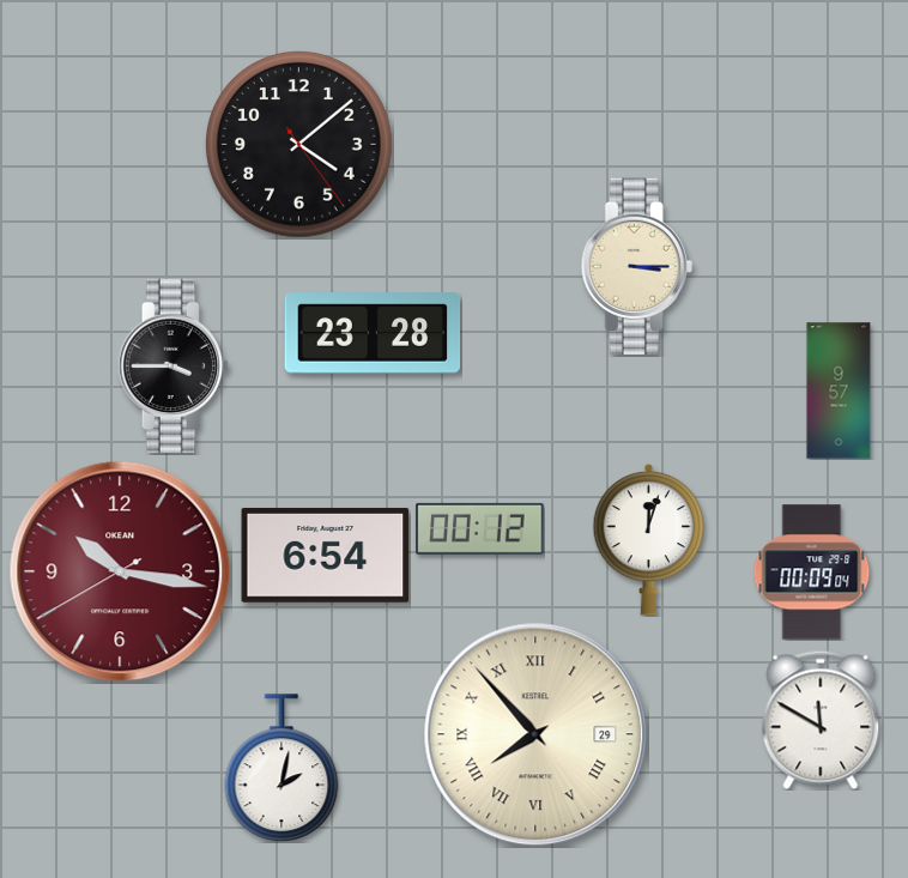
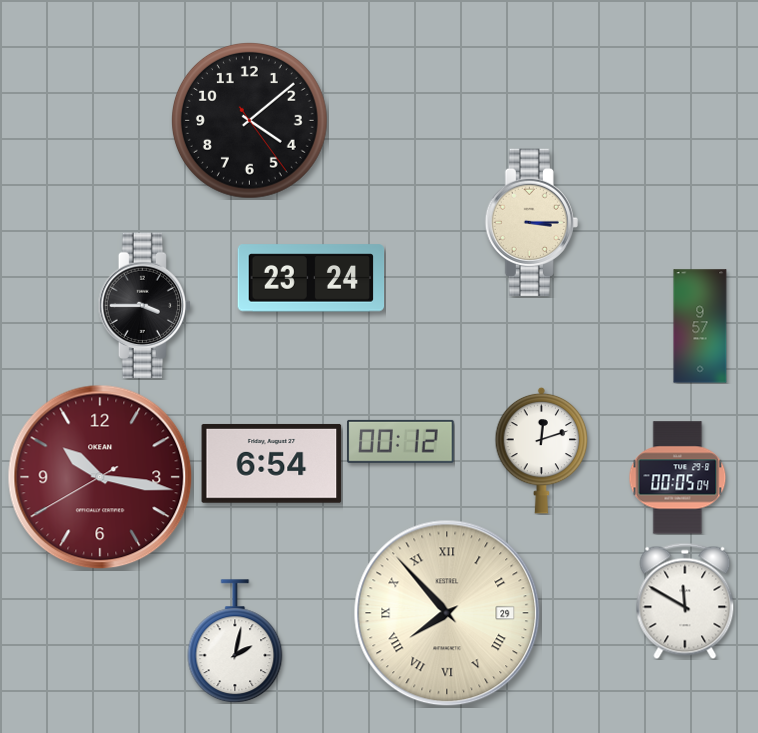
clock at (373, 333): 23:28 -> 23:24
clock at (649, 539): 12:03 -> 12:12
clock at (812, 573): 00:09 -> 00:05
